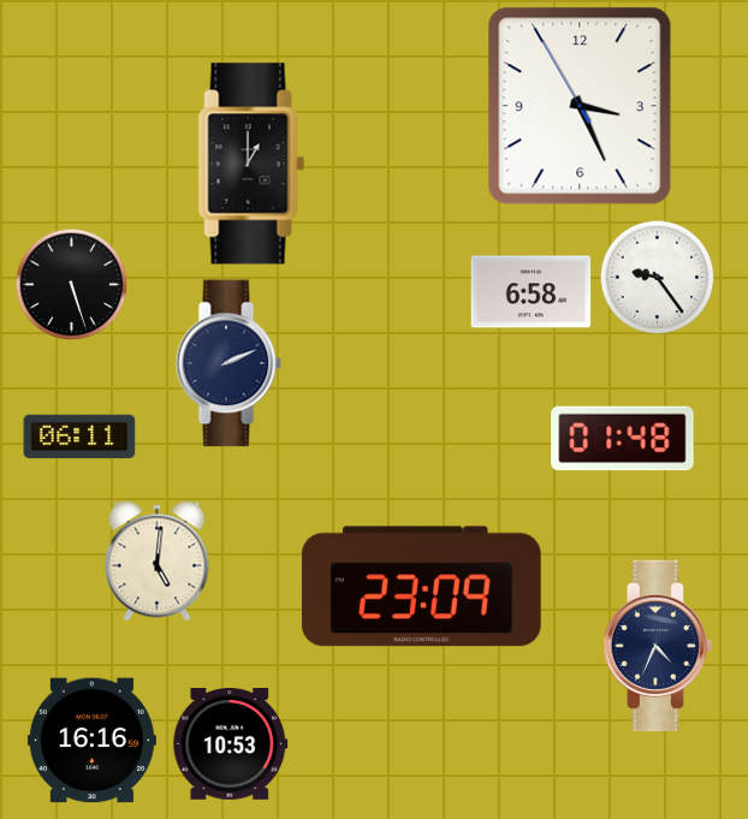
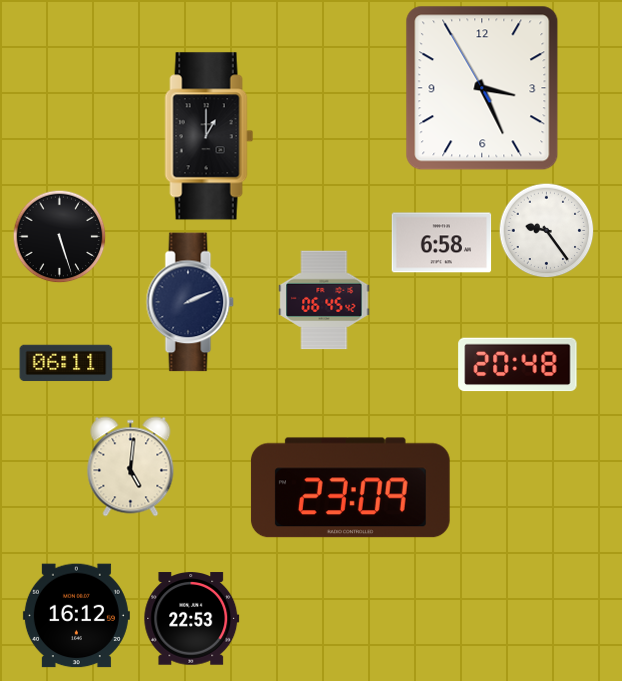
clock at (324, 300): none -> 06:45
clock at (623, 439): 01:48 -> 20:48
clock at (658, 646): 4:34 -> none
clock at (91, 741): 16:16 -> 16:12
clock at (231, 744): 10:53 -> 22:53
